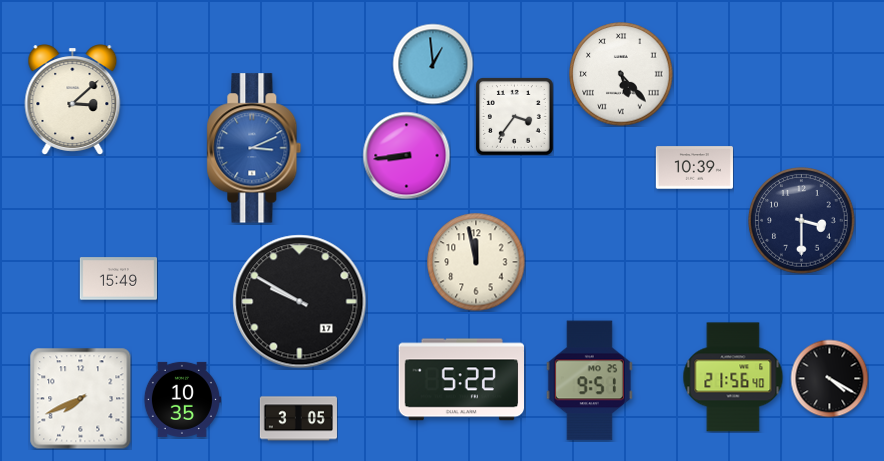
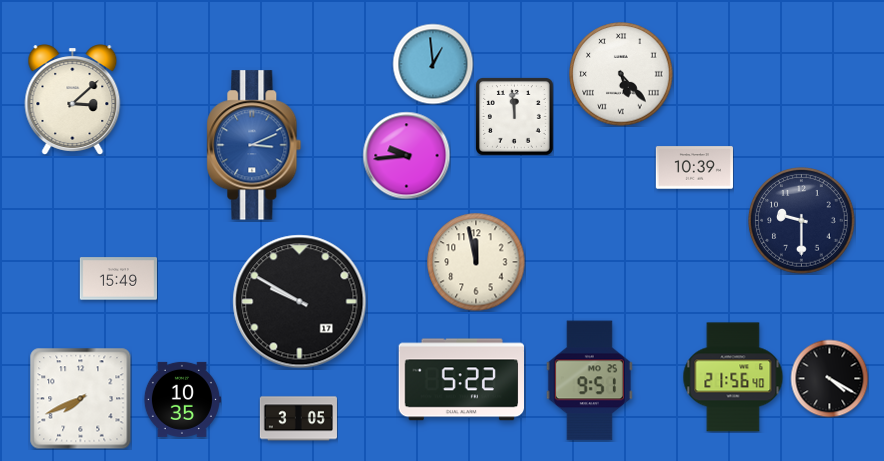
clock at (514, 116): 3:36 -> 11:59
clock at (254, 148) position: (254, 148) -> (254, 145)
clock at (406, 155): 8:44 -> 9:44
clock at (802, 221): 3:30 -> 9:30
